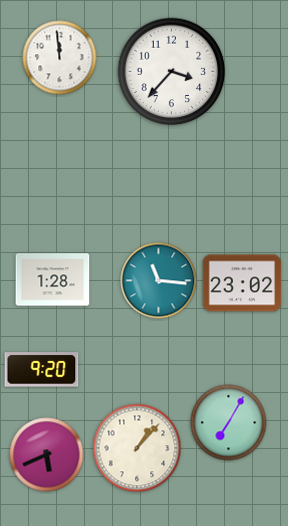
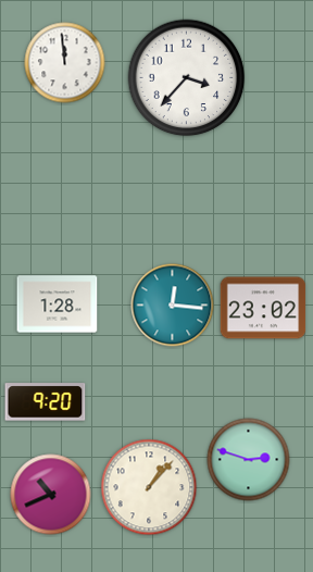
clock at (159, 281): 11:16 -> 12:16
clock at (229, 423): 7:05 -> 2:48
clock at (47, 455): 5:41 -> 10:41
